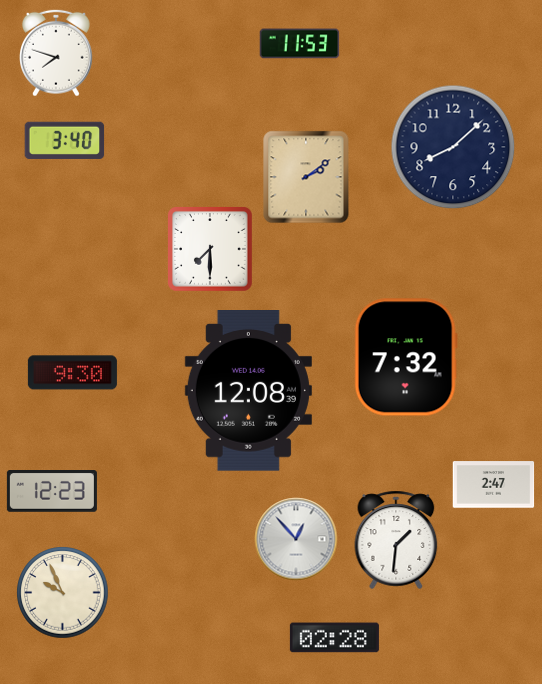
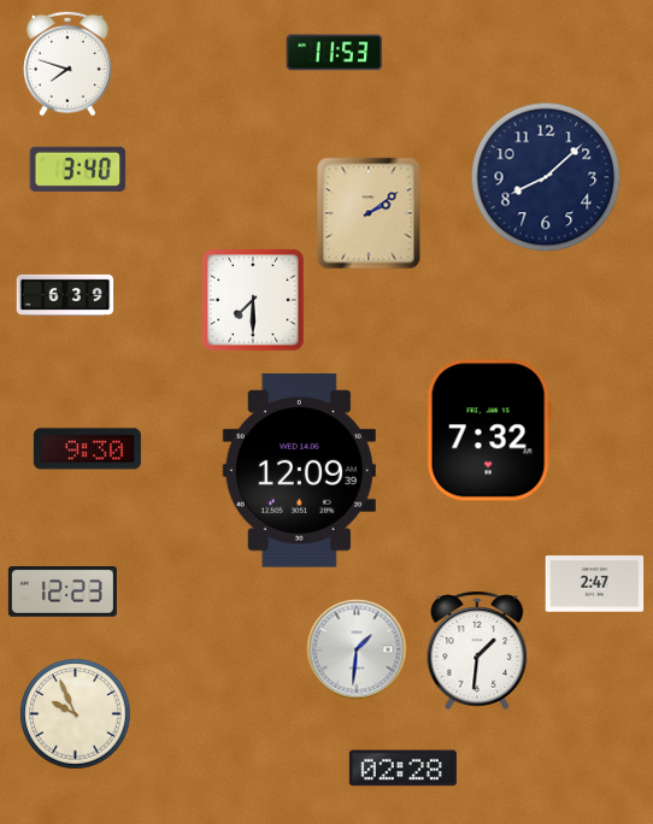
clock at (299, 44) position: (299, 44) -> (334, 53)
clock at (65, 294): none -> 6:39
clock at (248, 391): 12:08 -> 12:09
clock at (296, 539): 12:53 -> 1:31
